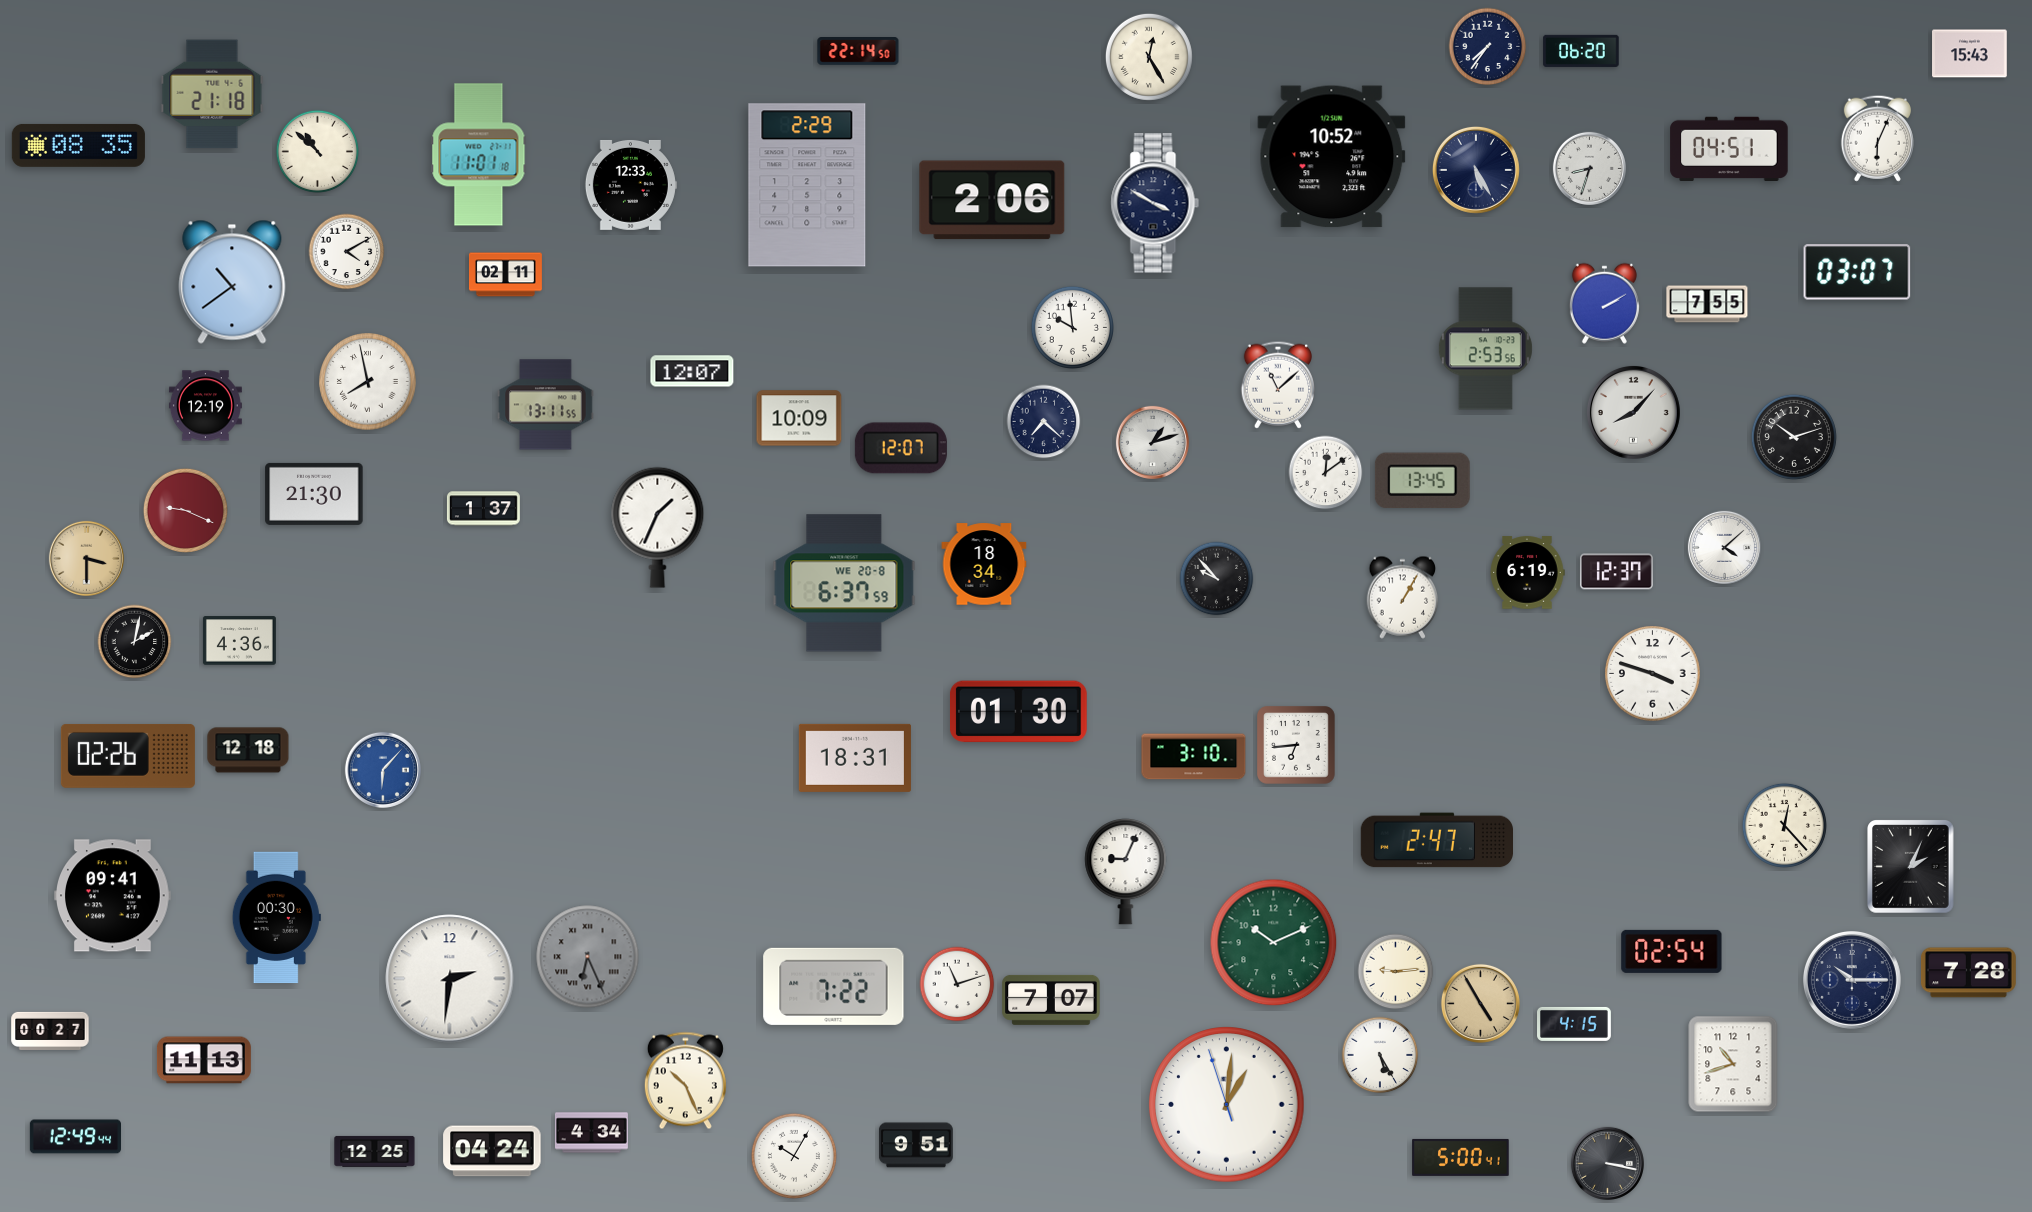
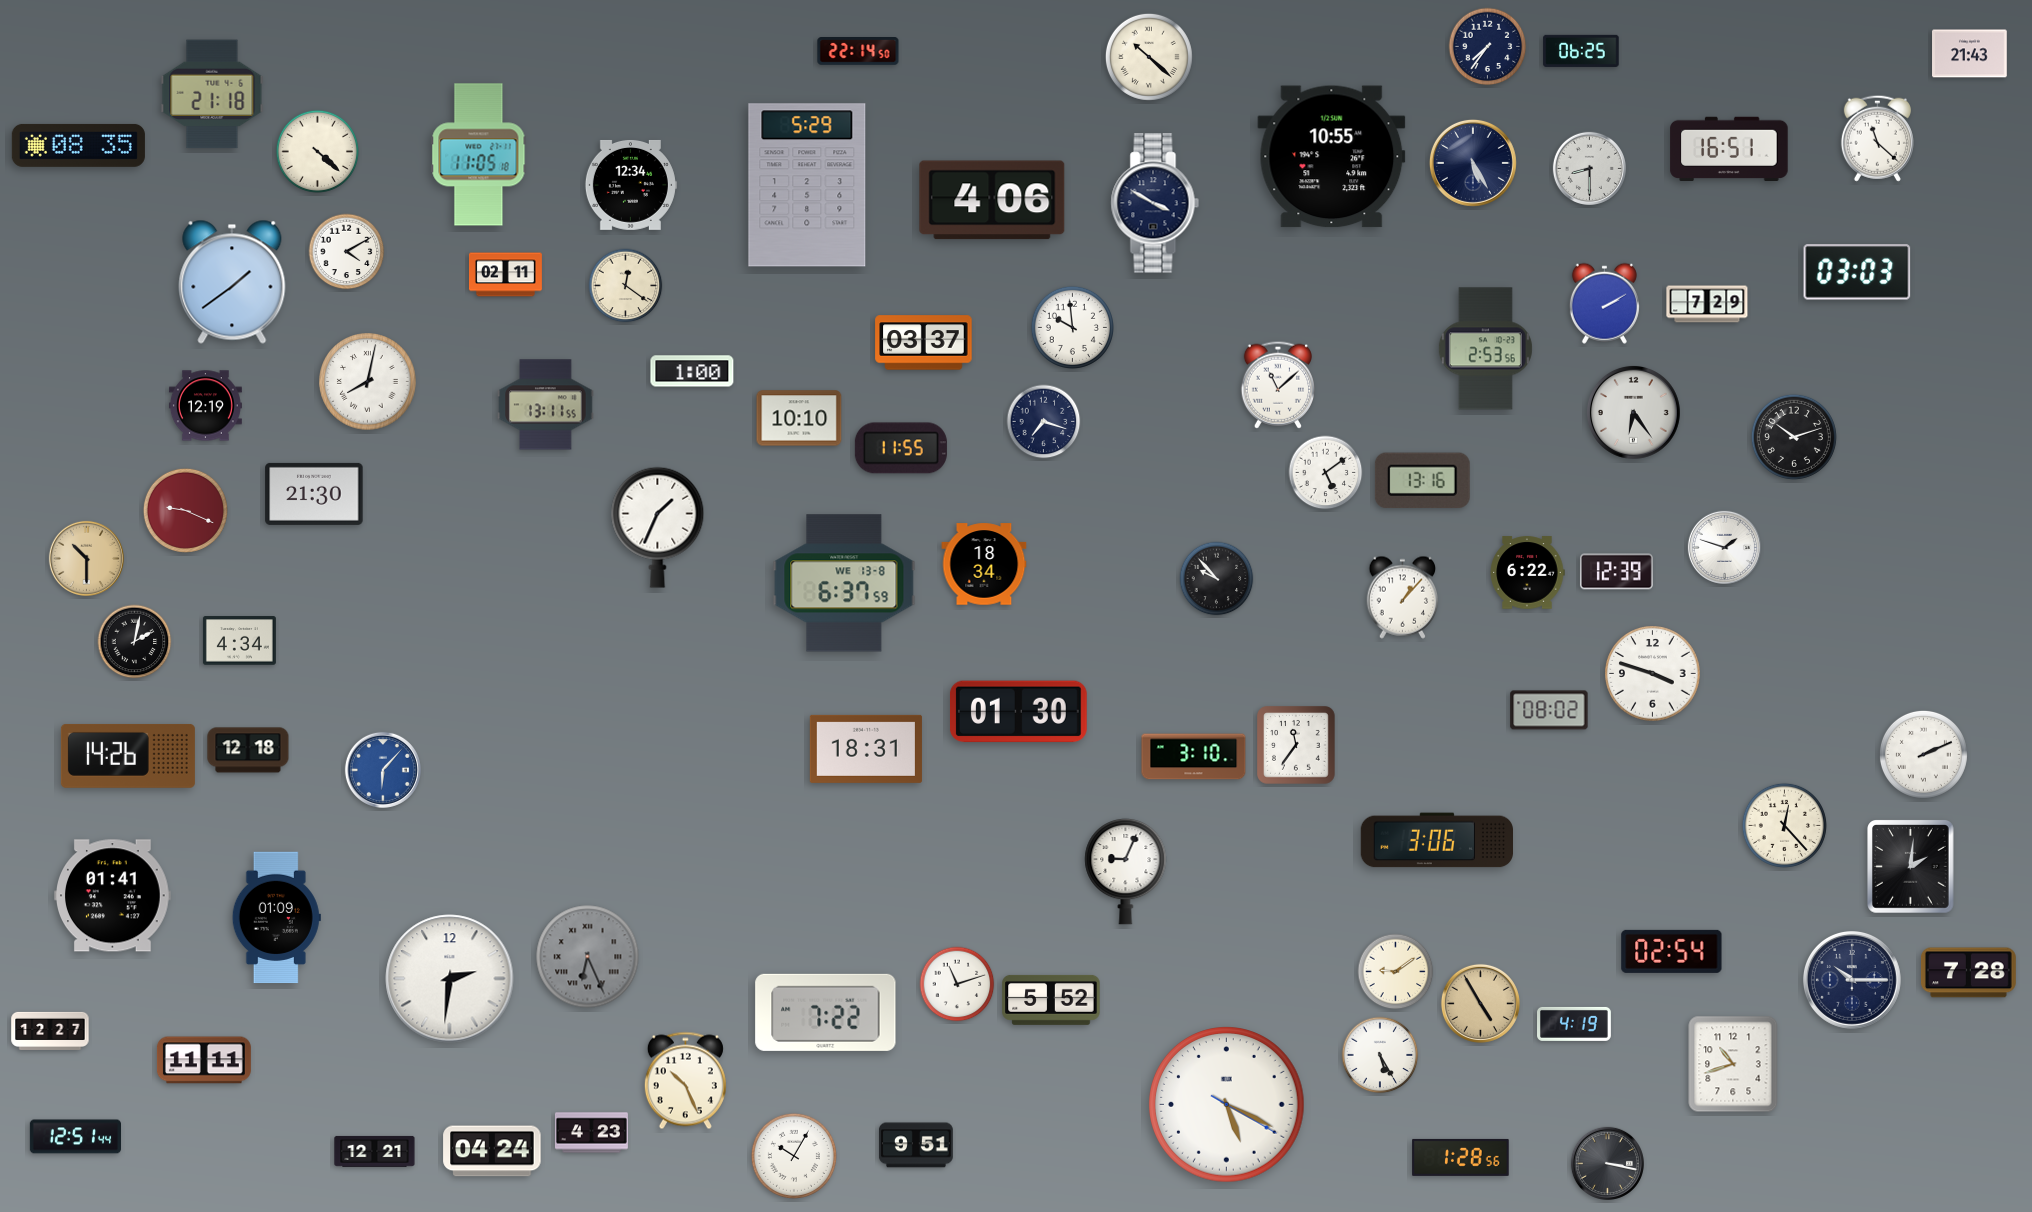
clock at (1581, 51): 06:20 -> 06:25
clock at (1970, 54): 15:43 -> 21:43
clock at (1149, 57): 12:25 -> 10:22
clock at (1877, 138): 6:04 -> 11:22
clock at (1729, 148): 04:51 -> 16:51
clock at (317, 151): 10:52 -> 4:22
clock at (479, 155): 11:01 -> 11:05
clock at (1332, 157): 10:52 -> 10:55
clock at (1589, 168): 8:33 -> 8:30
clock at (1476, 170) position: (1476, 170) -> (1473, 163)
clock at (631, 185): 12:33 -> 12:34
clock at (807, 185): 2:29 -> 5:29
clock at (992, 200): 2:06 -> 4:06
clock at (1857, 272): 03:07 -> 03:03
clock at (232, 282): 10:39 -> 1:39
clock at (626, 286): none -> 12:21
clock at (1707, 304): 7:55 -> 7:29
clock at (924, 343): none -> 03:37
clock at (692, 371): 12:07 -> 1:00
clock at (368, 382): 7:58 -> 8:02
clock at (1633, 412): 8:07 -> 6:24
clock at (799, 418): 10:09 -> 10:10
clock at (1044, 422): 7:22 -> 7:18
clock at (1152, 442): 1:12 -> none
clock at (901, 448): 12:07 -> 11:55
clock at (1326, 473): 12:09 -> 5:09
clock at (1422, 481): 13:45 -> 13:16
clock at (483, 509): 1:37 -> none
clock at (1724, 547): 4:08 -> 1:48
clock at (86, 558): 3:30 -> 10:30
clock at (1616, 572): 12:37 -> 12:39
clock at (1527, 573): 6:19 -> 6:22
clock at (844, 583) date: WE 20-8 -> WE 13-8
clock at (1403, 597): 1:05 -> 1:07
clock at (239, 641): 4:36 -> 4:34
clock at (1549, 710): none -> 08:02
clock at (1297, 746): 6:44 -> 11:36
clock at (1923, 754): none -> 2:11
clock at (128, 756): 02:26 -> 14:26
clock at (855, 758) position: (855, 758) -> (866, 749)
clock at (1436, 840): 2:47 -> 3:06
clock at (1911, 867): 2:04 -> 2:01
clock at (113, 896): 09:41 -> 01:41
clock at (276, 918): 00:30 -> 01:09
clock at (1274, 943): 10:11 -> none
clock at (1396, 972): 9:14 -> 9:09
clock at (834, 986) position: (834, 986) -> (826, 1012)
clock at (1051, 1000): 7:07 -> 5:52
clock at (1575, 1024): 4:15 -> 4:19
clock at (50, 1031): 00:27 -> 12:27
clock at (204, 1060): 11:13 -> 11:11
clock at (1227, 1105): 1:00 -> 5:19
clock at (591, 1133): 4:34 -> 4:23
clock at (75, 1137): 12:49 -> 12:51
clock at (375, 1151): 12:25 -> 12:21
clock at (1461, 1157): 5:00 -> 1:28
